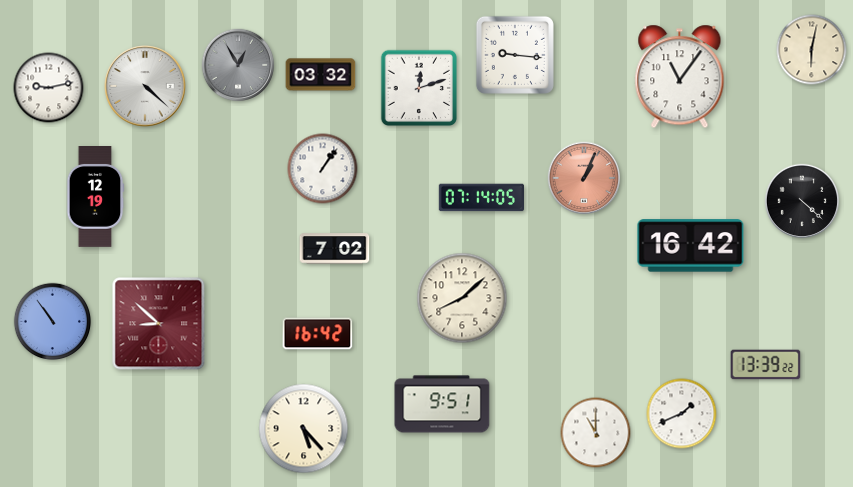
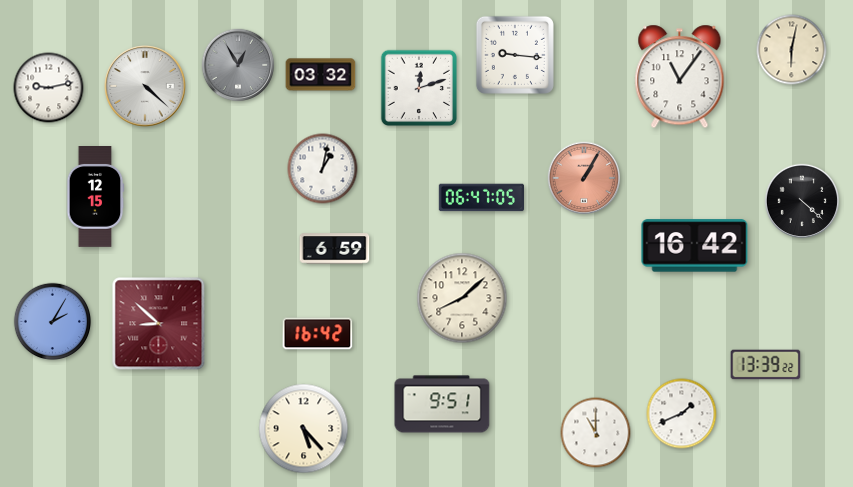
clock at (812, 50) position: (812, 50) -> (792, 50)
clock at (323, 169): 1:06 -> 1:02
clock at (584, 178): 1:04 -> 1:05
clock at (95, 197): 12:19 -> 12:15
clock at (481, 198): 07:14 -> 06:47
clock at (691, 246) position: (691, 246) -> (695, 246)
clock at (335, 249): 7:02 -> 6:59
clock at (53, 322): 10:54 -> 2:05
